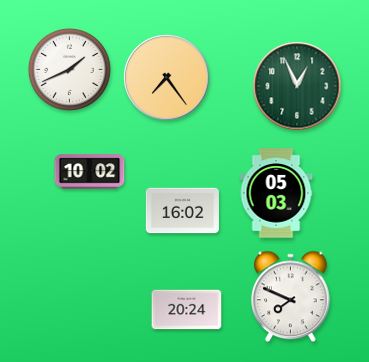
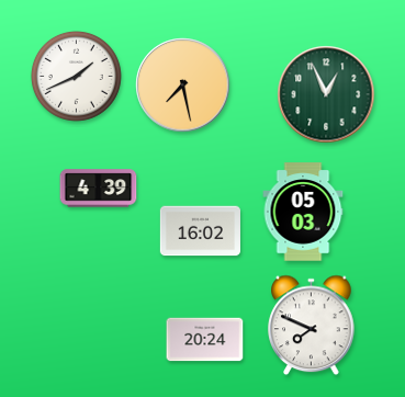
clock at (167, 78): 7:24 -> 7:28
clock at (90, 172): 10:02 -> 4:39
clock at (291, 297) position: (291, 297) -> (312, 326)
